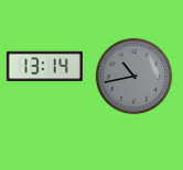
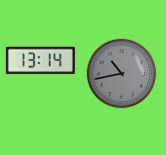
clock at (134, 77) position: (134, 77) -> (122, 74)
